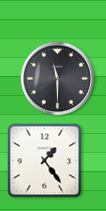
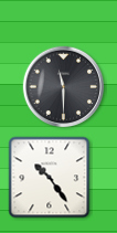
clock at (45, 161): 1:24 -> 10:24
